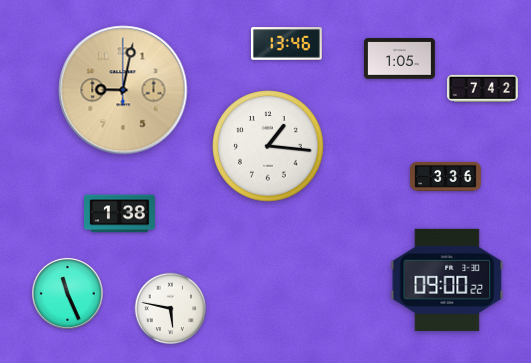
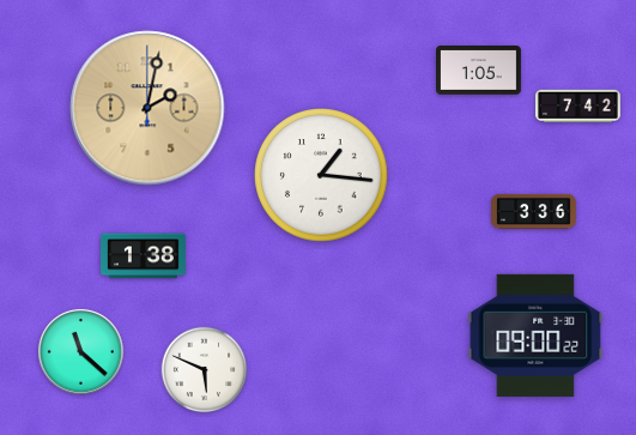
clock at (286, 44): 13:46 -> none
clock at (123, 90): 9:02 -> 2:02
clock at (67, 293): 11:26 -> 11:22
clock at (171, 309): 5:47 -> 5:49
